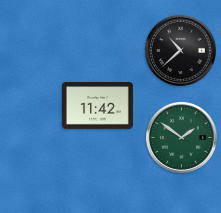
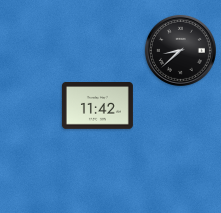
clock at (180, 50): 10:38 -> 8:38
clock at (181, 137): 1:51 -> none
